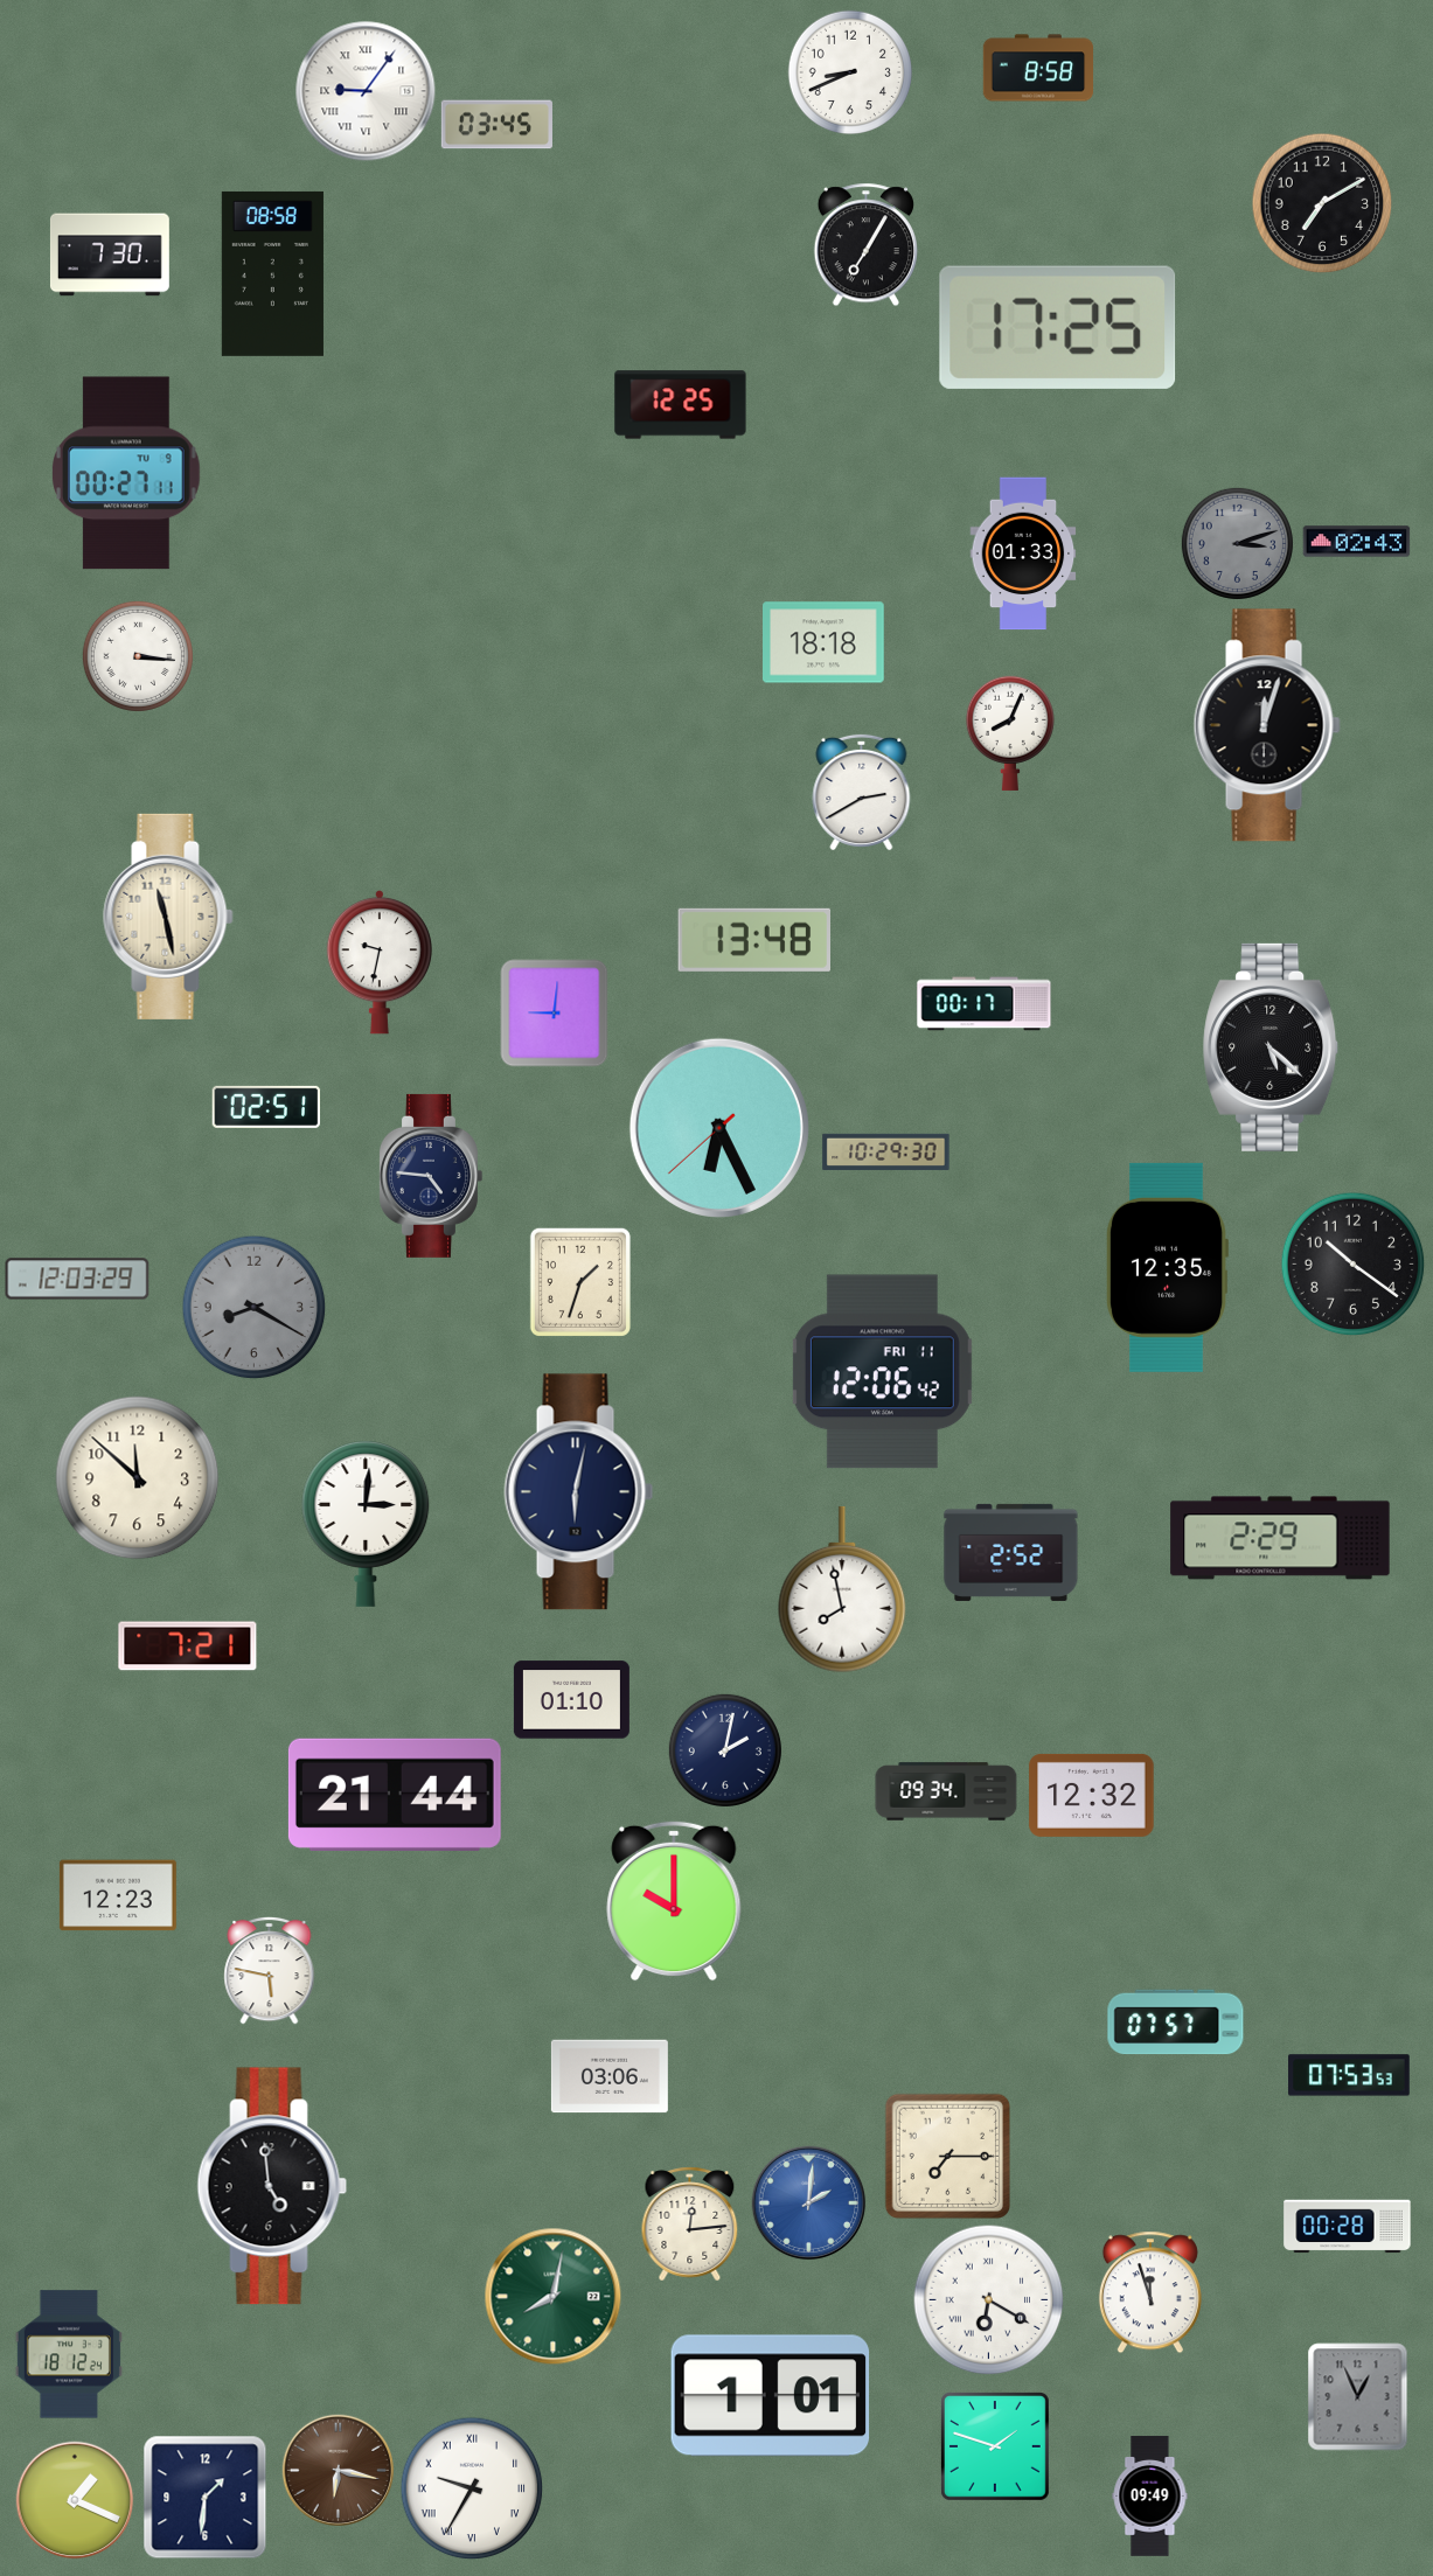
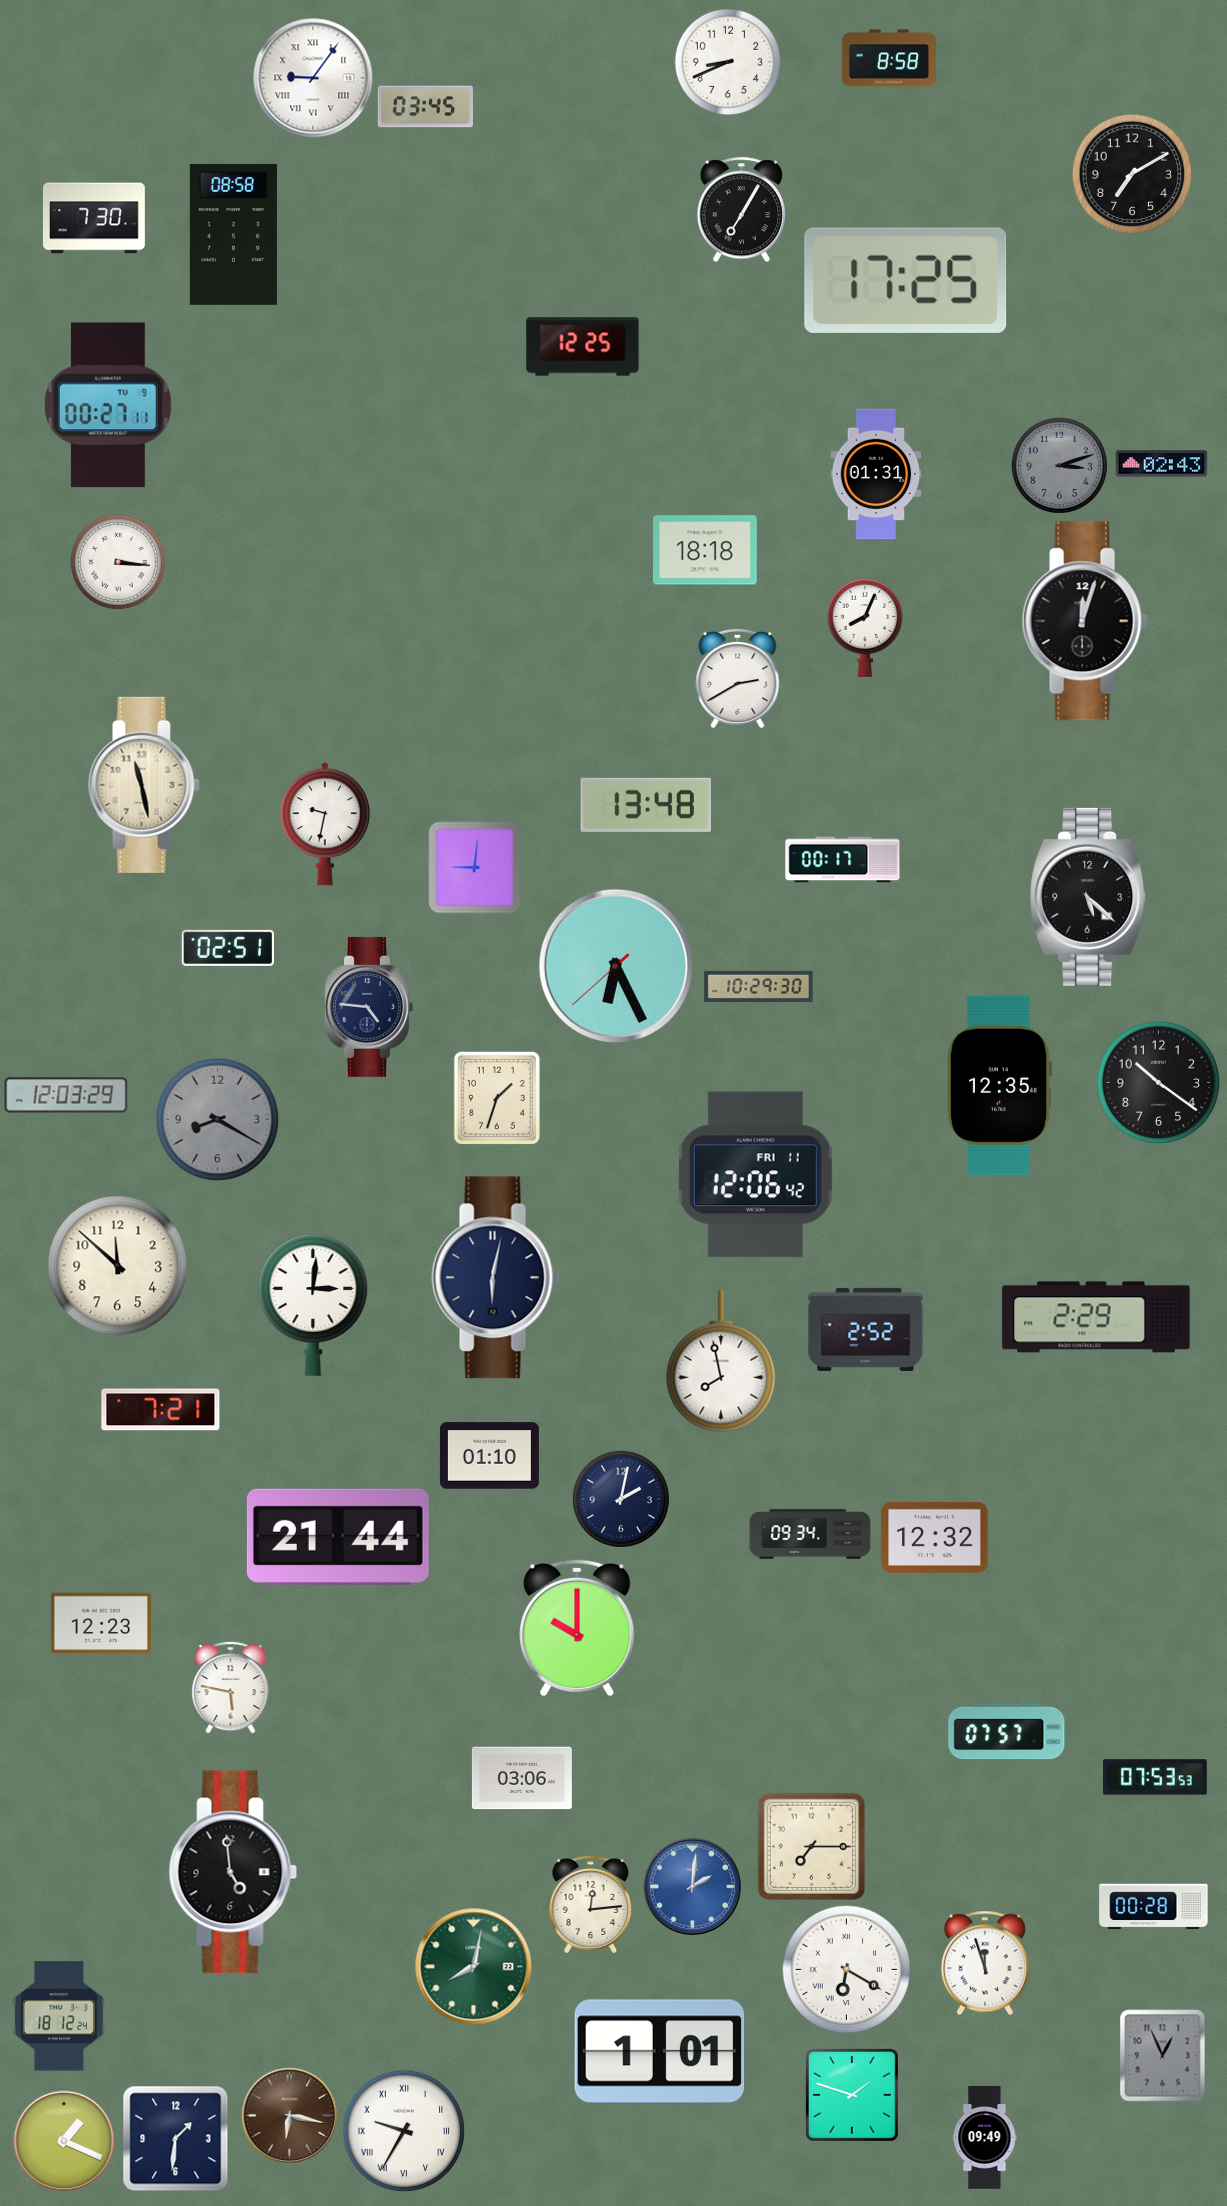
clock at (1023, 554): 01:33 -> 01:31
clock at (1358, 2397) position: (1358, 2397) -> (1163, 2056)
